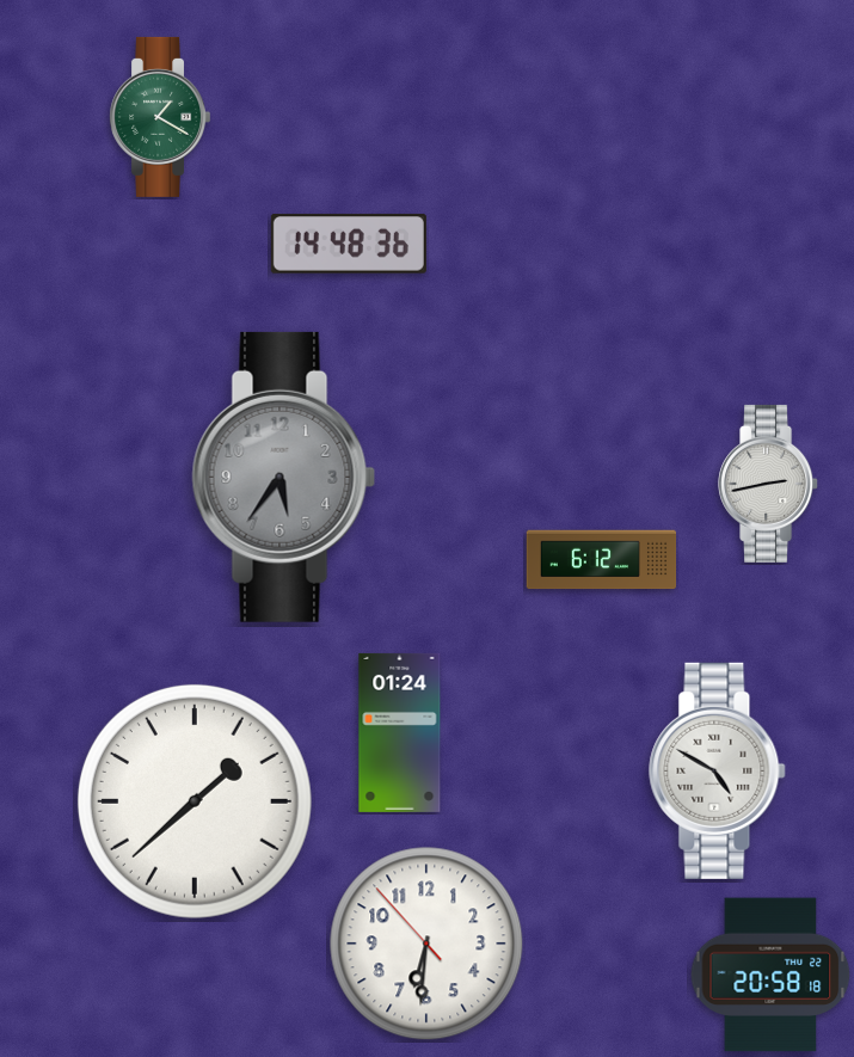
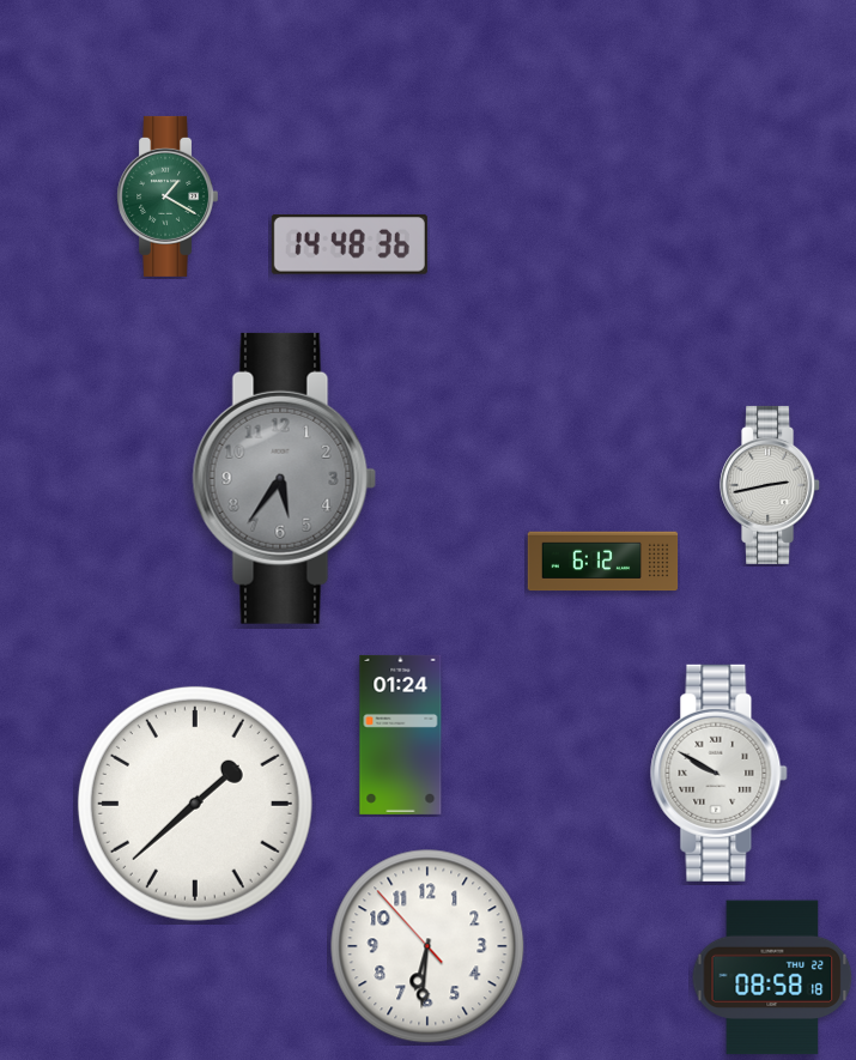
clock at (159, 117) position: (159, 117) -> (166, 196)
clock at (718, 770): 4:50 -> 9:50
clock at (770, 975): 20:58 -> 08:58
